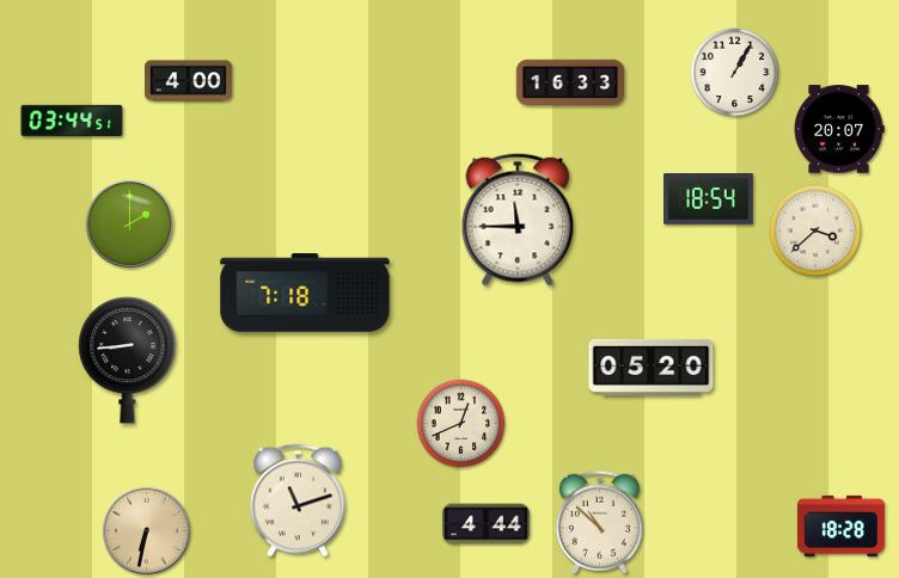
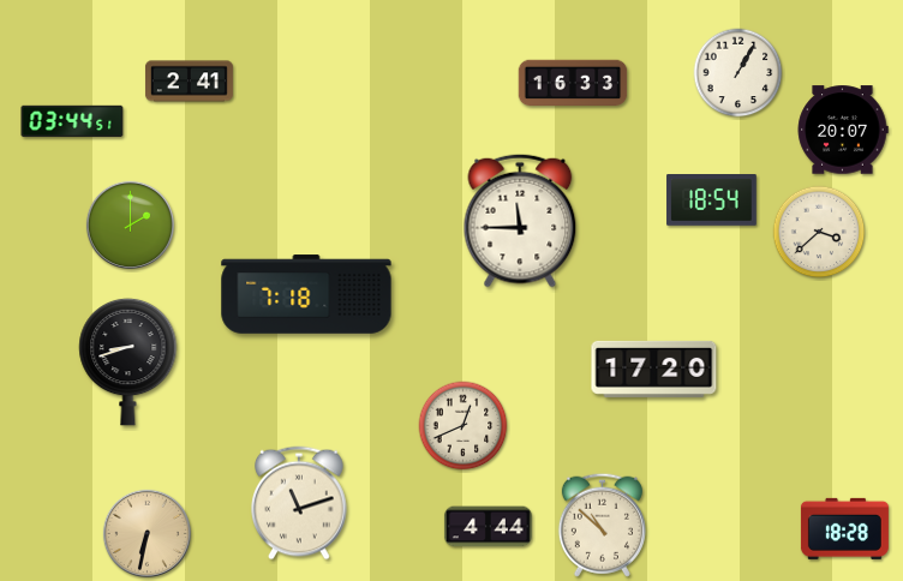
clock at (188, 81): 4:00 -> 2:41
clock at (128, 359): 8:44 -> 8:42
clock at (652, 367): 05:20 -> 17:20
